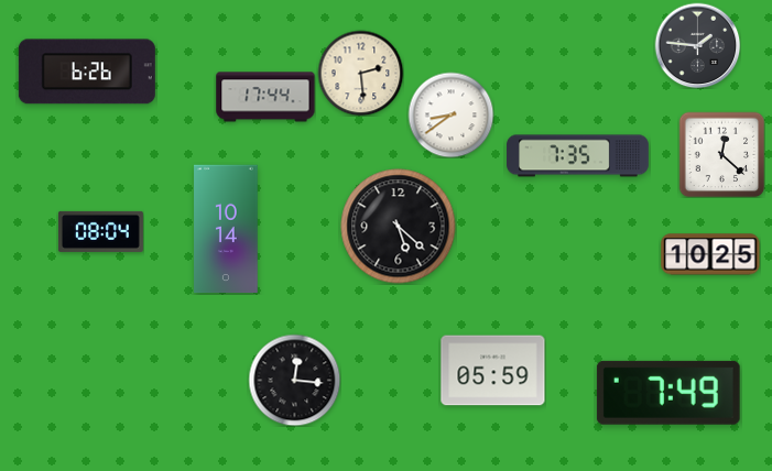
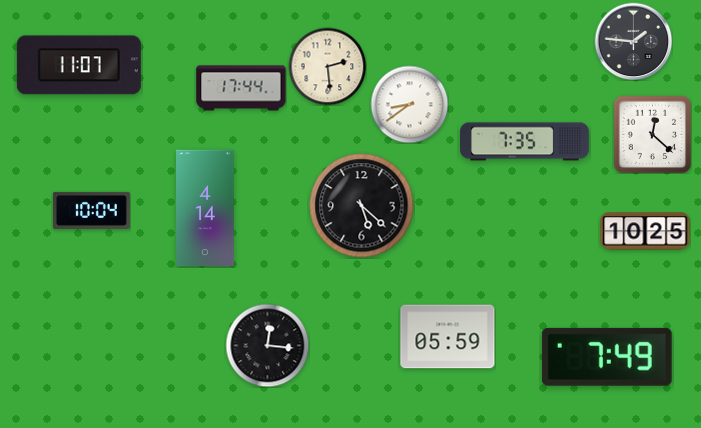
clock at (87, 72): 6:26 -> 11:07
clock at (721, 154) position: (721, 154) -> (652, 134)
clock at (226, 229): 10:14 -> 4:14
clock at (100, 231): 08:04 -> 10:04
